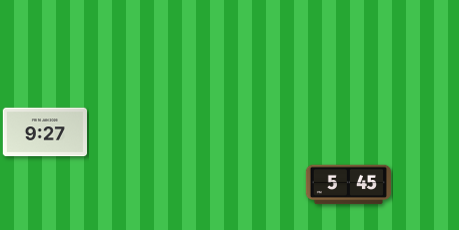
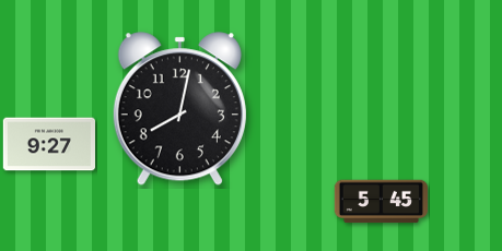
clock at (179, 109): none -> 8:02
